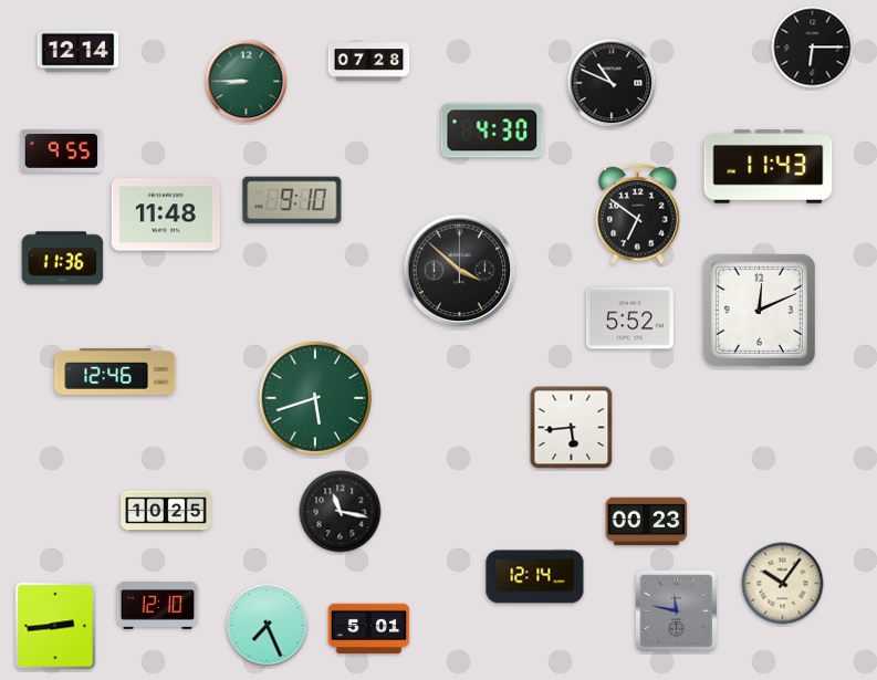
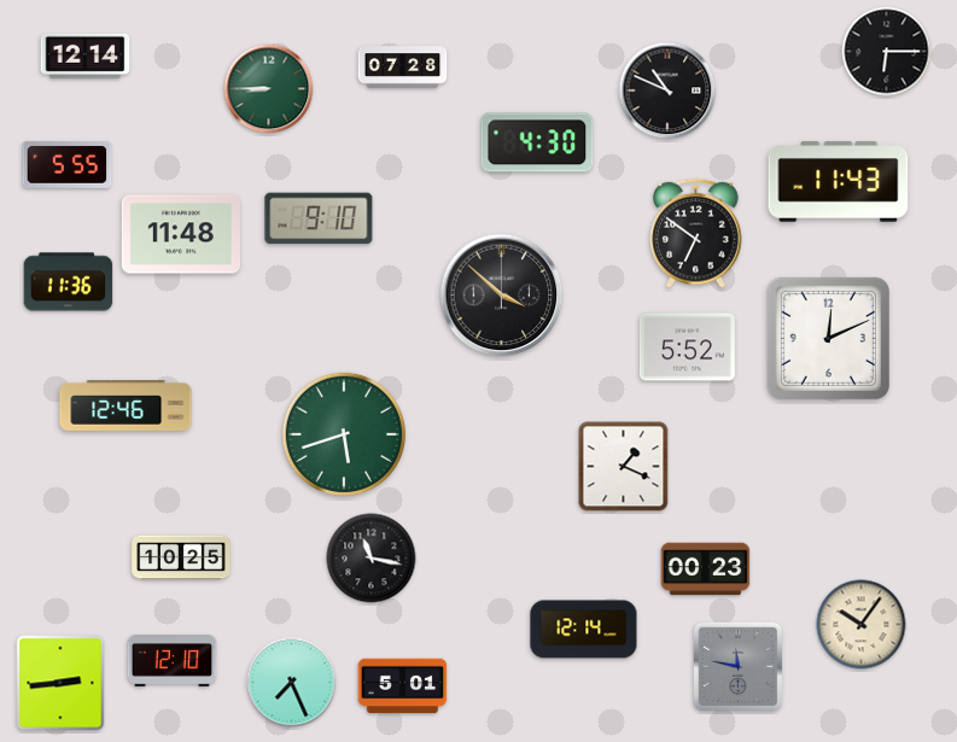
clock at (62, 150): 9:55 -> 5:55
clock at (572, 428): 5:44 -> 1:19
clock at (783, 584) position: (783, 584) -> (862, 625)
